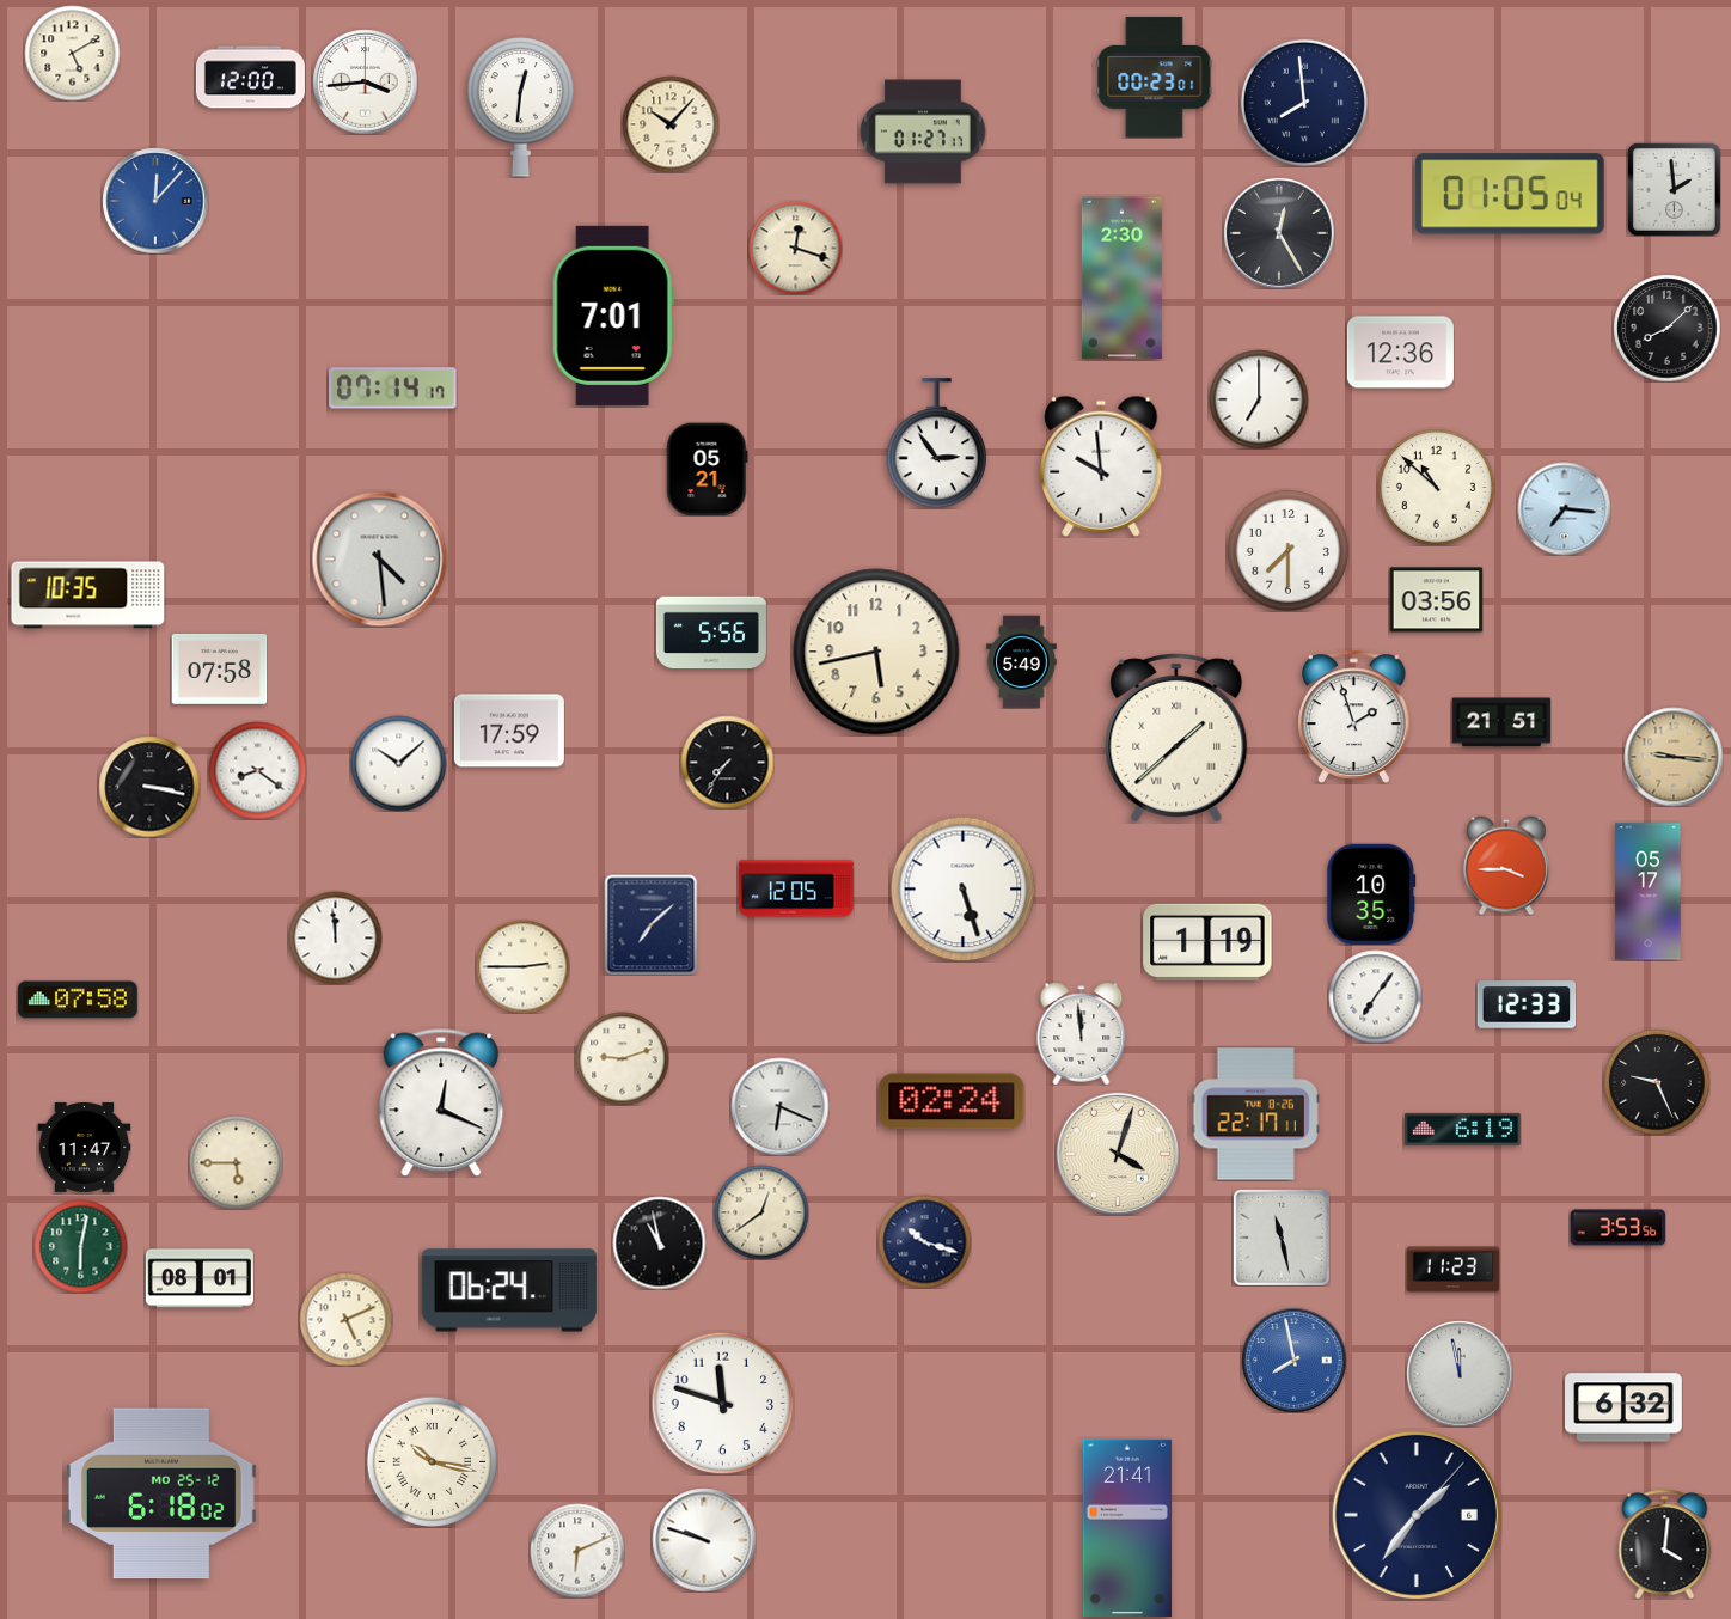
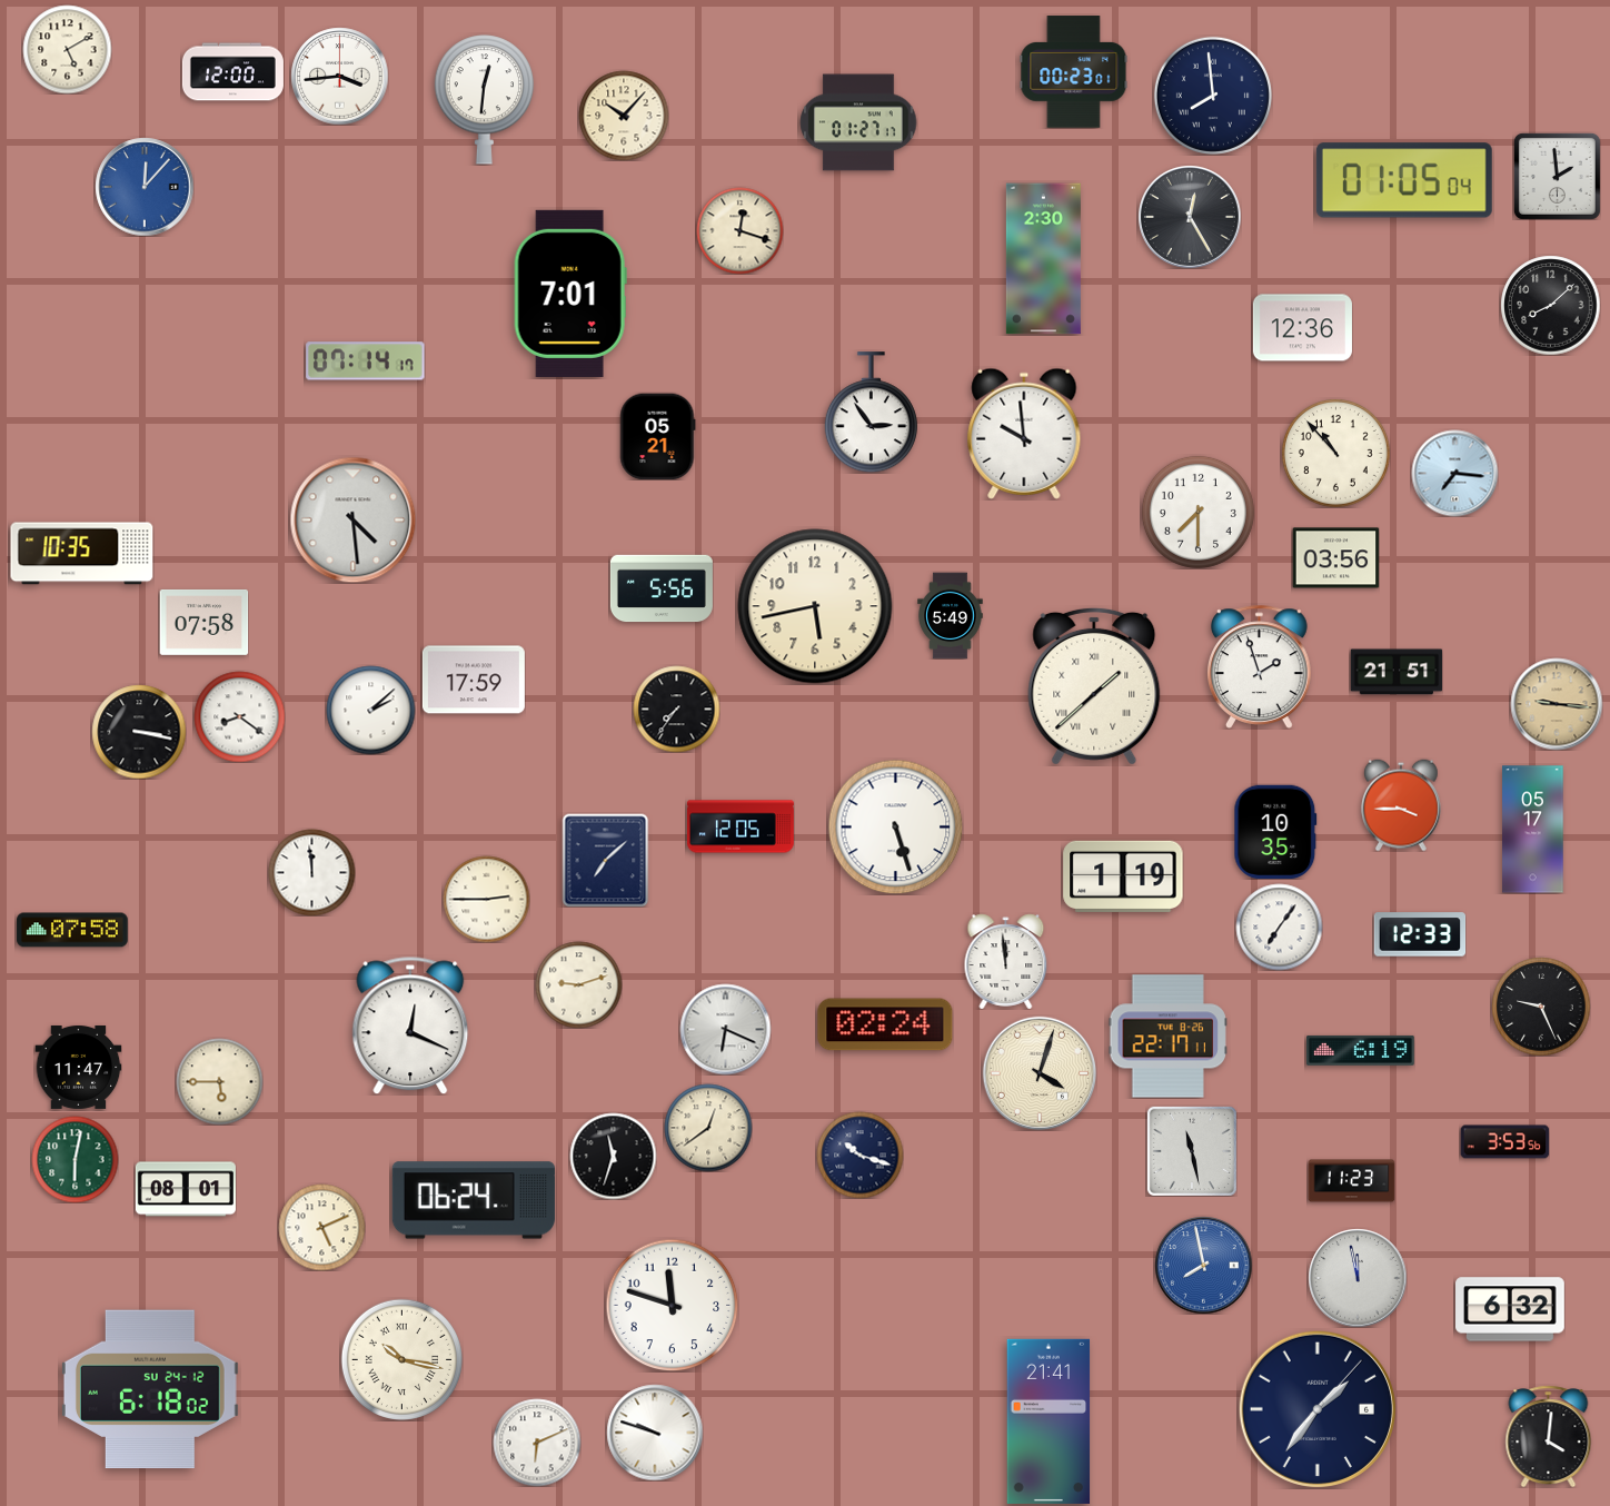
clock at (1259, 399): 7:00 -> none
clock at (1436, 487): 10:52 -> 10:53
clock at (398, 763): 10:08 -> 2:08
clock at (659, 1242): 10:58 -> 11:33
clock at (161, 1493) date: MO 25-12 -> SU 24-12
